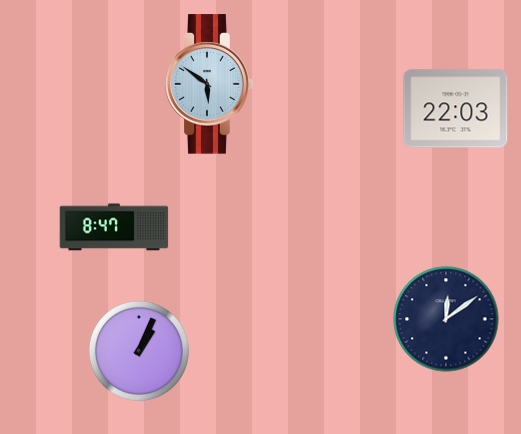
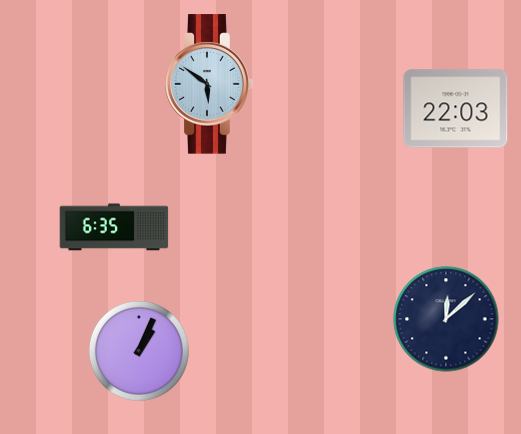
clock at (114, 227): 8:47 -> 6:35
clock at (446, 319): 12:09 -> 12:08
